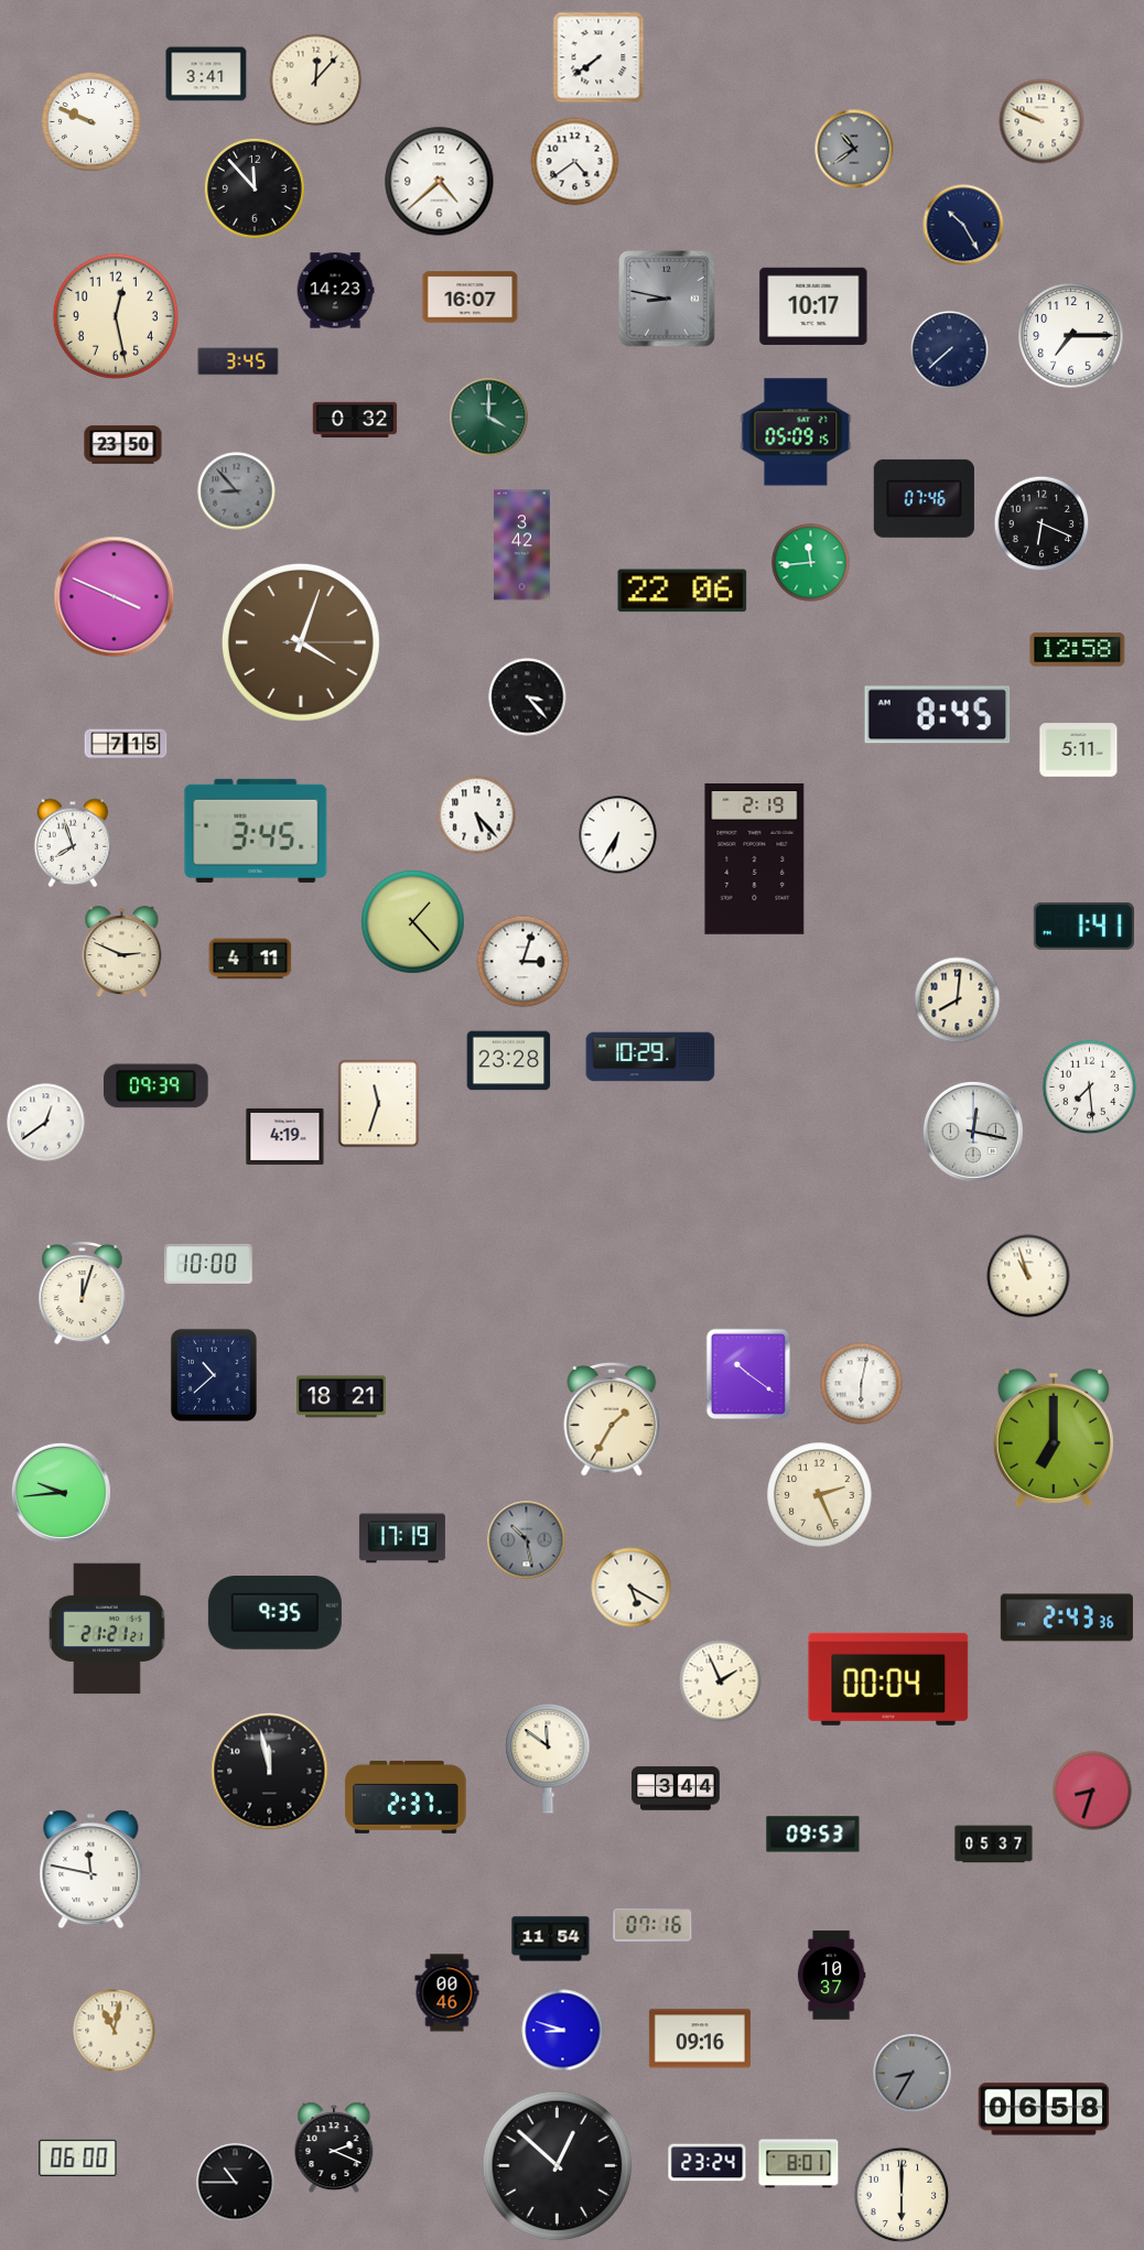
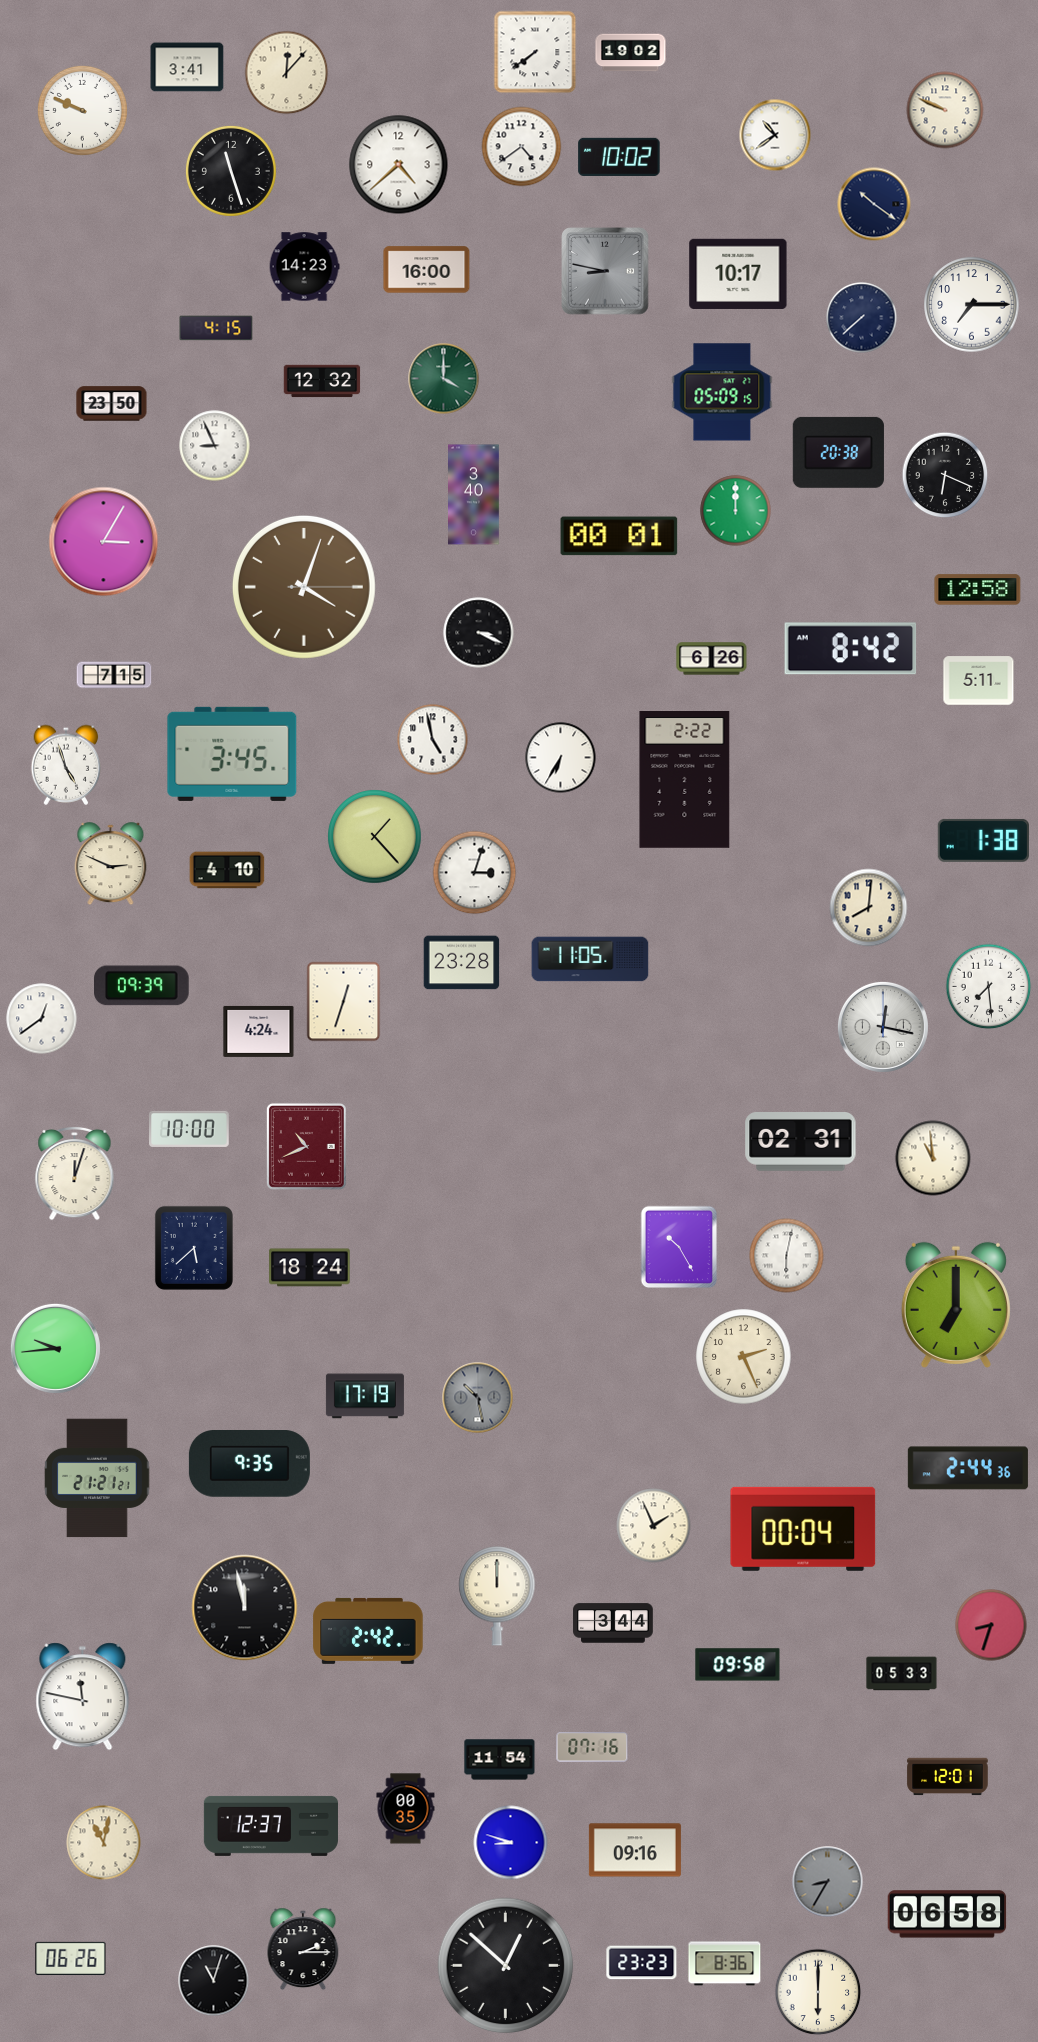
clock at (598, 57) position: (598, 57) -> (535, 52)
clock at (631, 53): none -> 19:02
clock at (854, 149) dial: grey -> white
clock at (619, 157): none -> 10:02
clock at (255, 188): 11:53 -> 11:27
clock at (963, 225): 10:25 -> 10:21
clock at (335, 291) position: (335, 291) -> (304, 267)
clock at (471, 298): 16:07 -> 16:00
clock at (813, 306) position: (813, 306) -> (738, 274)
clock at (116, 316): 12:28 -> none
clock at (238, 361): 3:45 -> 4:15
clock at (355, 420): 0:32 -> 12:32
clock at (237, 491): 8:53 -> 8:56
clock at (237, 491) dial: grey -> white
clock at (924, 498): 07:46 -> 20:38
clock at (522, 545): 3:42 -> 3:40
clock at (811, 563): 11:44 -> 12:00
clock at (682, 591): 22:06 -> 00:01
clock at (115, 597): 3:49 -> 3:05
clock at (301, 642) position: (301, 642) -> (304, 587)
clock at (528, 697): 3:23 -> 3:19
clock at (938, 715): 8:45 -> 8:42
clock at (712, 659): none -> 6:26
clock at (477, 815): 5:23 -> 4:58
clock at (73, 843): 7:57 -> 4:57
clock at (755, 859): 2:19 -> 2:22
clock at (1083, 926): 1:41 -> 1:38
clock at (250, 959): 4:11 -> 4:10
clock at (650, 1057): 10:29 -> 11:05
clock at (379, 1104): 11:33 -> 12:33
clock at (285, 1136): 4:19 -> 4:24
clock at (801, 1142): none -> 02:31
clock at (306, 1146): none -> 10:41
clock at (209, 1264) position: (209, 1264) -> (190, 1129)
clock at (1028, 1276): 10:57 -> 10:59
clock at (748, 1374): 10:21 -> 10:25
clock at (214, 1375): 10:38 -> 5:38
clock at (862, 1384) position: (862, 1384) -> (787, 1256)
clock at (342, 1397): 18:21 -> 18:24
clock at (612, 1419): 1:35 -> none
clock at (61, 1492) position: (61, 1492) -> (55, 1348)
clock at (632, 1588): 5:20 -> none
clock at (1067, 1618): 2:43 -> 2:44
clock at (888, 1679) position: (888, 1679) -> (803, 1529)
clock at (548, 1759): 11:51 -> 12:00
clock at (406, 1797): 2:37 -> 2:42
clock at (813, 1835): 09:53 -> 09:58
clock at (994, 1845): 05:37 -> 05:33
clock at (948, 1777): none -> 12:01
clock at (831, 1976): 10:37 -> none
clock at (447, 1993): 00:46 -> 00:35
clock at (271, 1826): none -> 12:37
clock at (334, 2148): 2:19 -> 2:15
clock at (78, 2157): 06:00 -> 06:26
clock at (708, 2163): 23:24 -> 23:23
clock at (799, 2164): 8:01 -> 8:36
clock at (236, 2183): 10:45 -> 11:03
